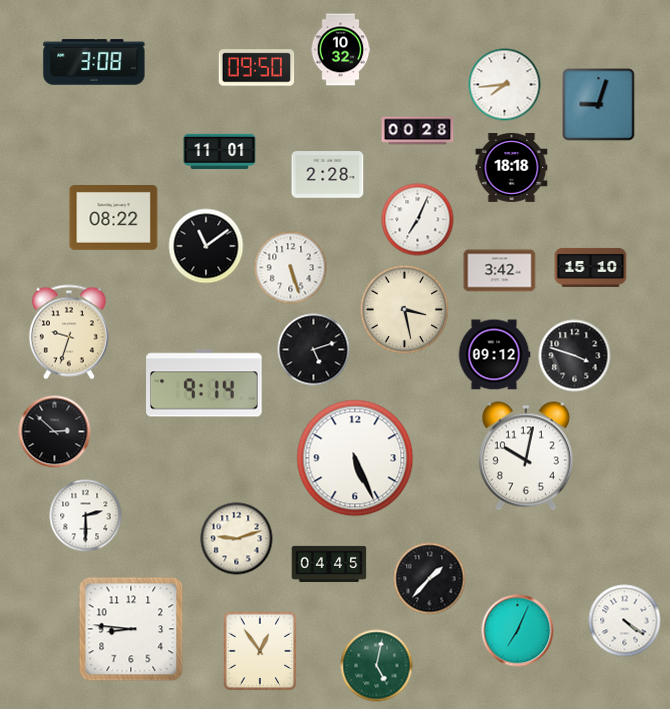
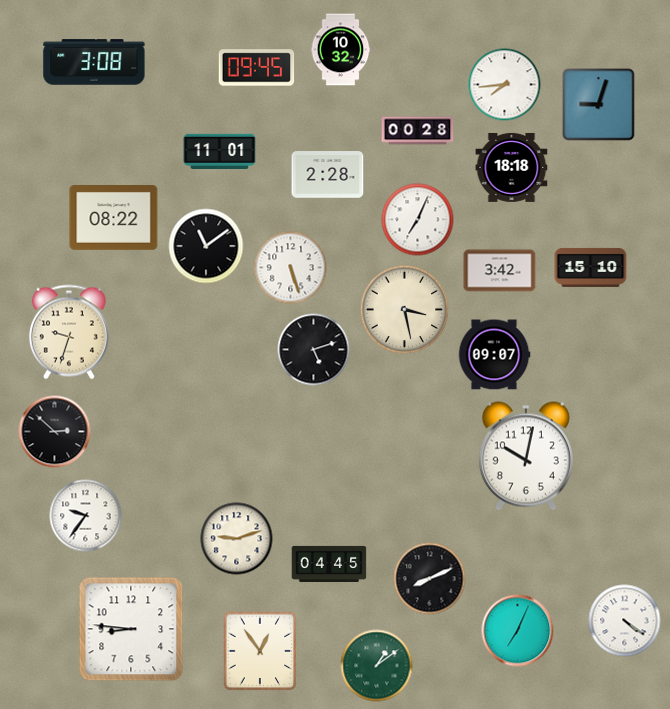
clock at (257, 68): 09:50 -> 09:45
clock at (494, 355): 09:12 -> 09:07
clock at (575, 356): 3:48 -> none
clock at (204, 383): 9:14 -> none
clock at (355, 458): 5:26 -> none
clock at (86, 516): 2:30 -> 9:36
clock at (430, 579): 1:37 -> 8:11
clock at (377, 666): 5:02 -> 1:09
